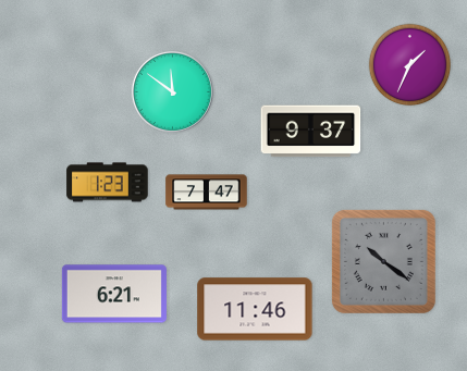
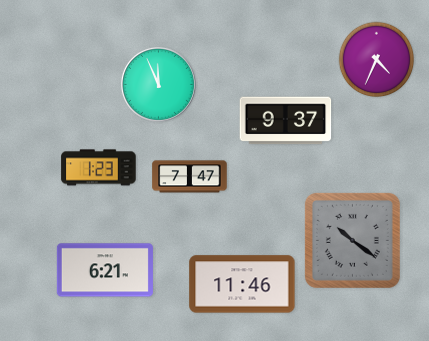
clock at (410, 65): 1:34 -> 4:34
clock at (172, 91): 11:51 -> 11:56
clock at (255, 309) position: (255, 309) -> (242, 284)
